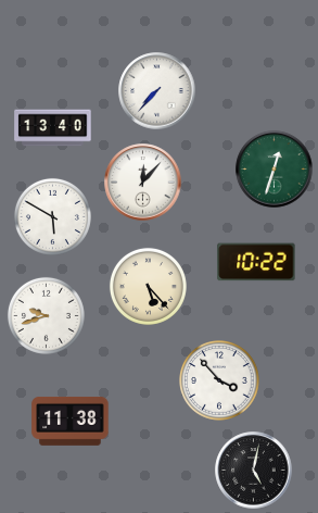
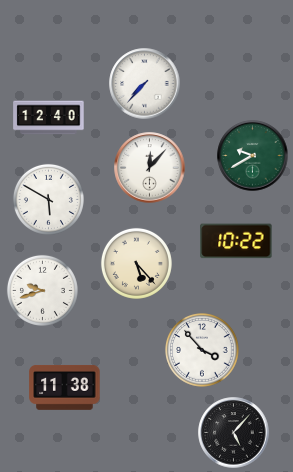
clock at (53, 128): 13:40 -> 12:40
clock at (275, 170): 12:33 -> 9:40
clock at (143, 183) position: (143, 183) -> (150, 168)
clock at (254, 471): 5:02 -> 5:07
